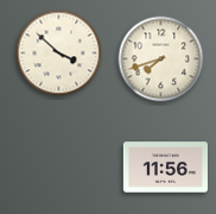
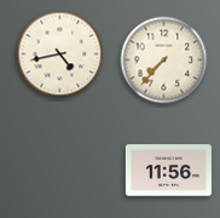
clock at (59, 53): 3:52 -> 4:43
clock at (161, 59): 7:42 -> 7:37
